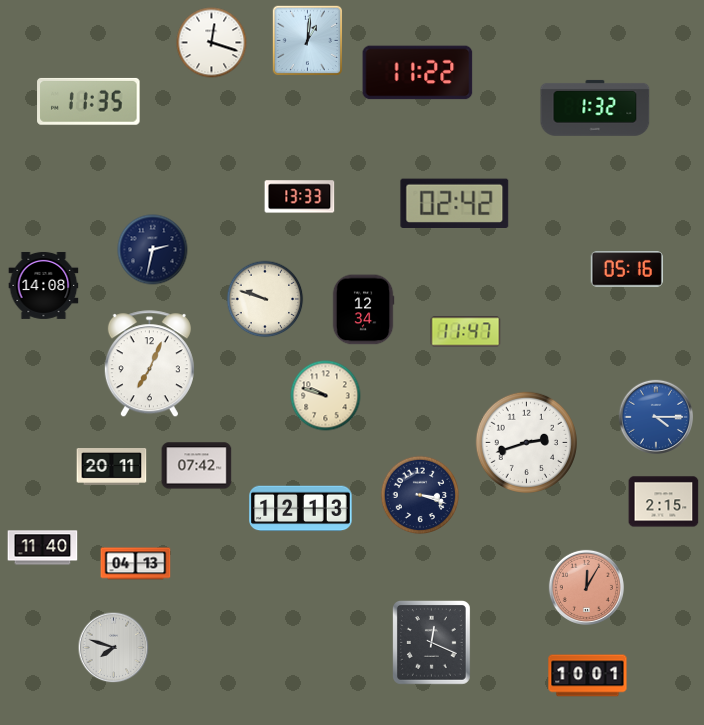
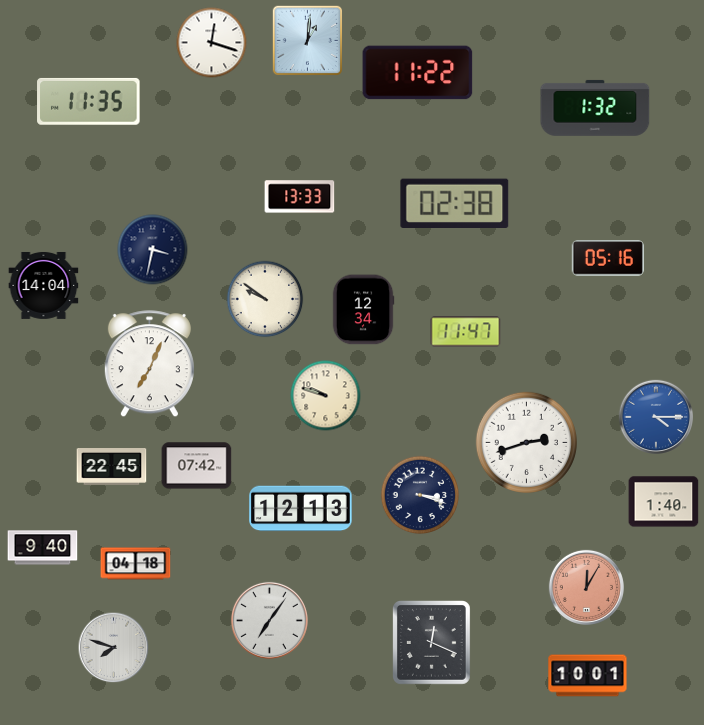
clock at (455, 204): 02:42 -> 02:38
clock at (153, 250): 2:32 -> 3:32
clock at (627, 269) position: (627, 269) -> (608, 258)
clock at (44, 285): 14:08 -> 14:04
clock at (265, 299): 9:48 -> 9:51
clock at (112, 467): 20:11 -> 22:45
clock at (664, 502): 2:15 -> 1:40
clock at (43, 548): 11:40 -> 9:40
clock at (136, 564): 04:13 -> 04:18
clock at (269, 620): none -> 7:06
